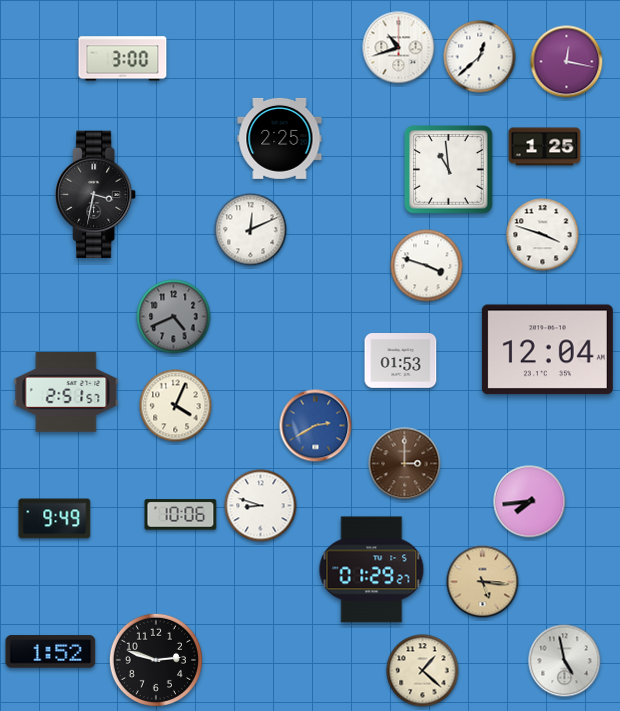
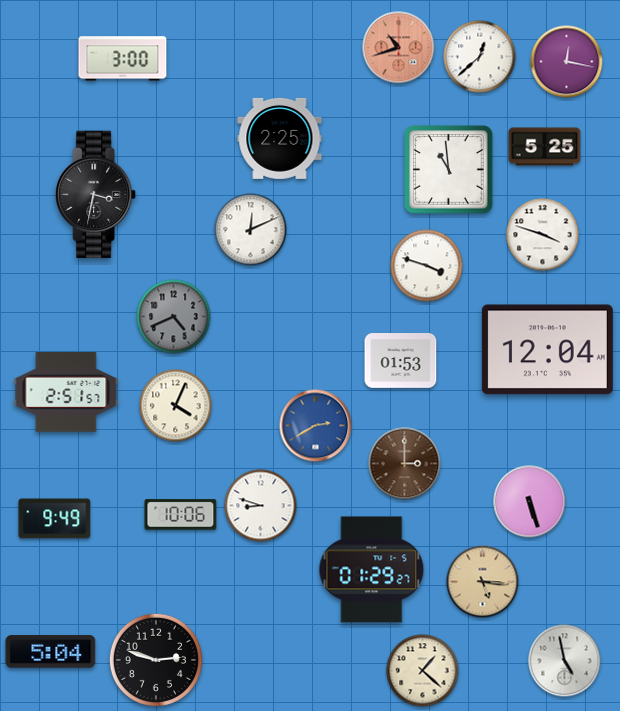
clock at (399, 48) dial: white -> salmon
clock at (545, 147): 1:25 -> 5:25
clock at (530, 502): 7:44 -> 5:27
clock at (51, 652): 1:52 -> 5:04
